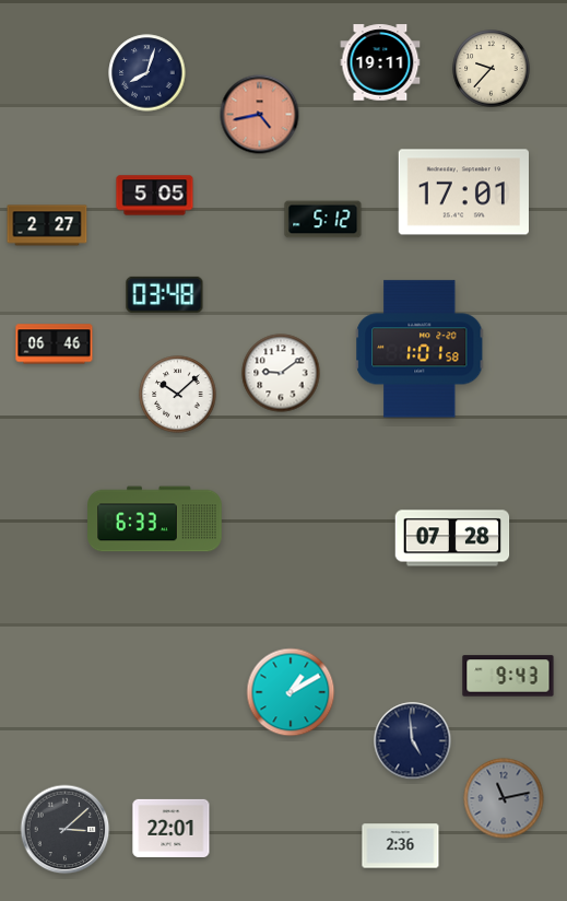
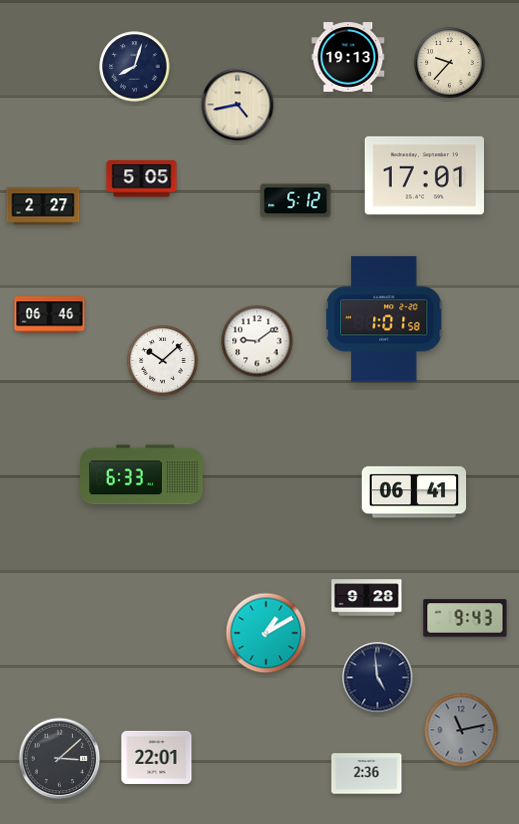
clock at (380, 62): 19:11 -> 19:13
clock at (260, 115) dial: salmon -> cream
clock at (165, 294): 03:48 -> none
clock at (452, 538): 07:28 -> 06:41
clock at (367, 598): none -> 9:28
